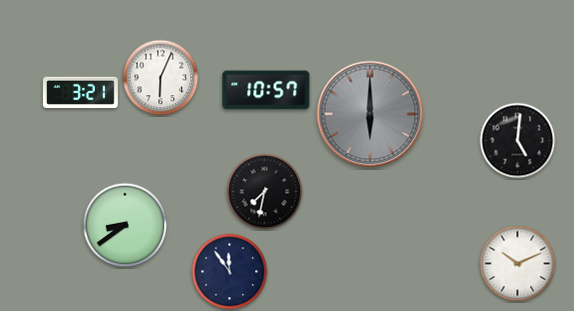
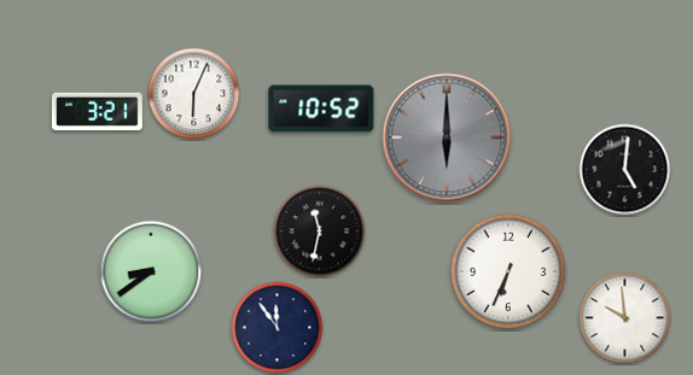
clock at (266, 90): 10:57 -> 10:52
clock at (265, 192): 7:32 -> 11:32
clock at (508, 271): none -> 6:34
clock at (518, 264): 10:11 -> 9:59
